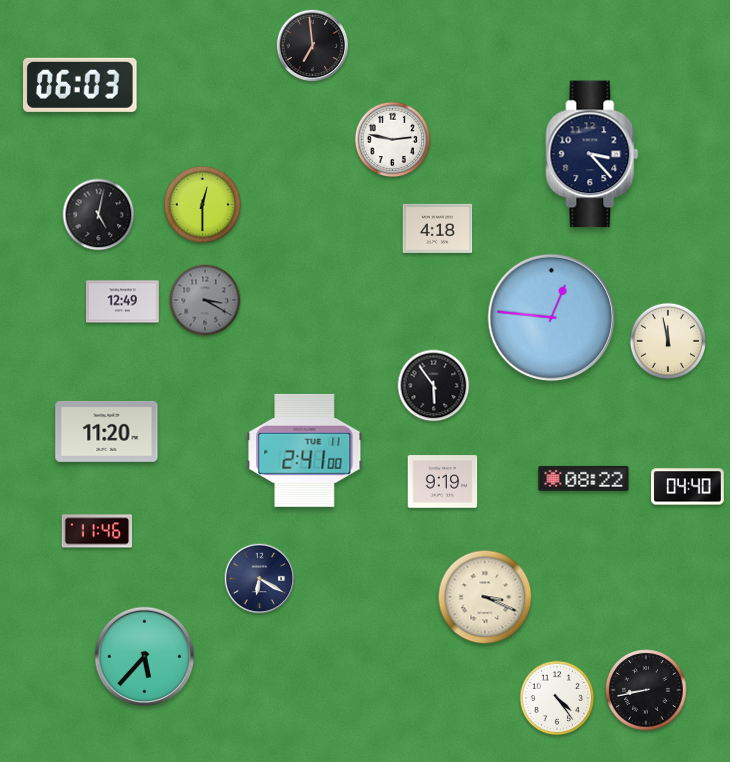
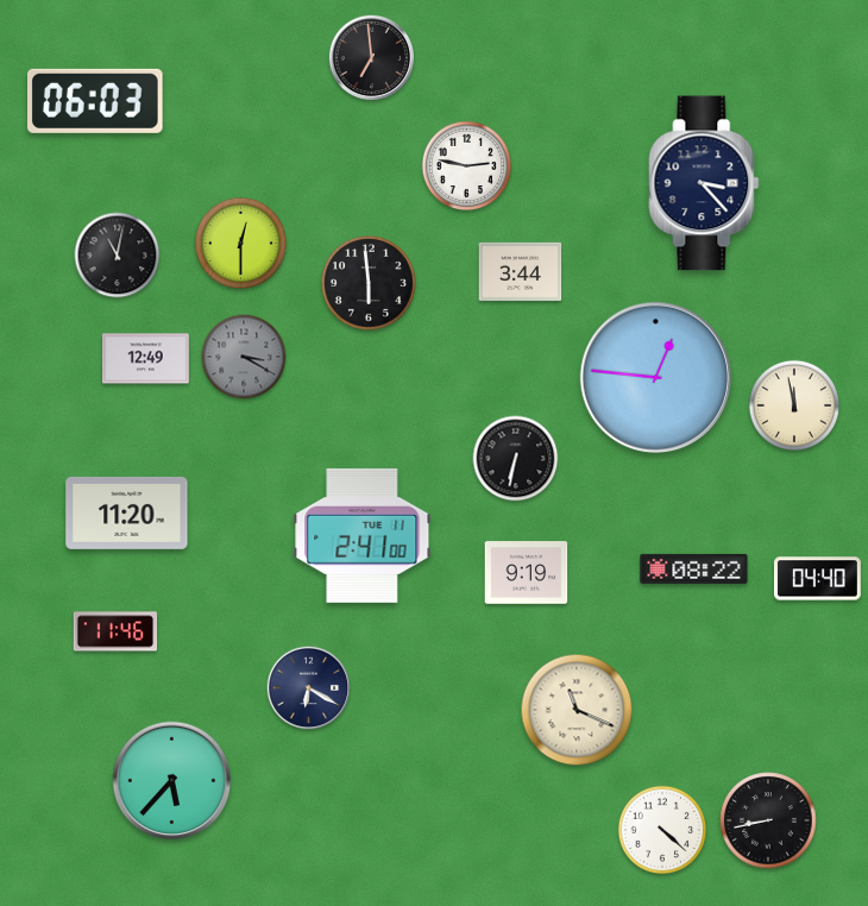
clock at (312, 45) position: (312, 45) -> (371, 57)
clock at (99, 215): 5:02 -> 11:02
clock at (438, 228): 4:18 -> 3:44
clock at (370, 284): none -> 5:59
clock at (434, 386): 5:54 -> 6:32
clock at (485, 597): 3:19 -> 11:19
clock at (557, 698): 4:24 -> 4:22
